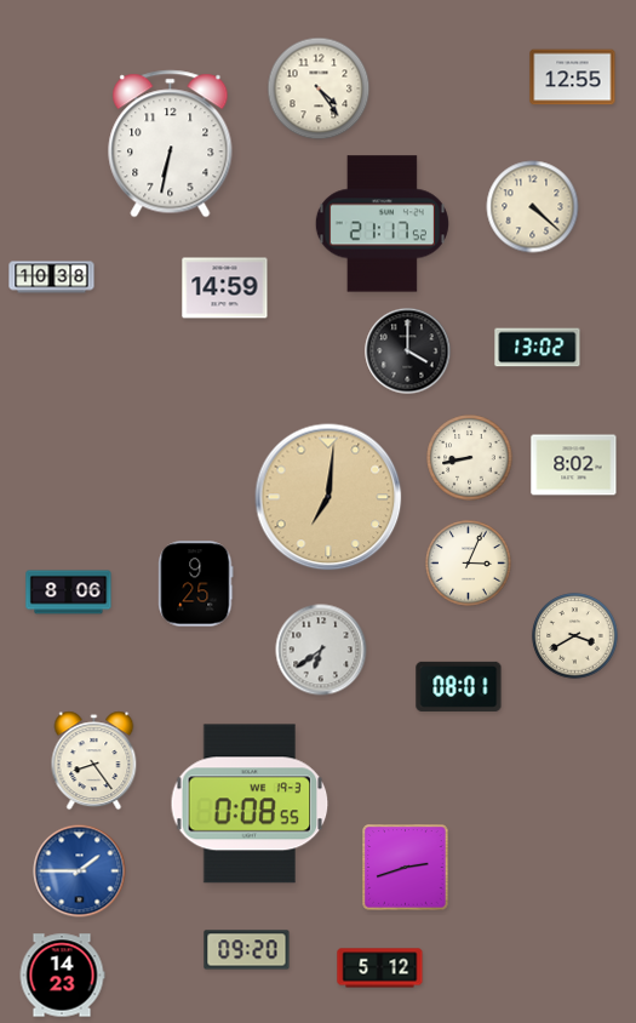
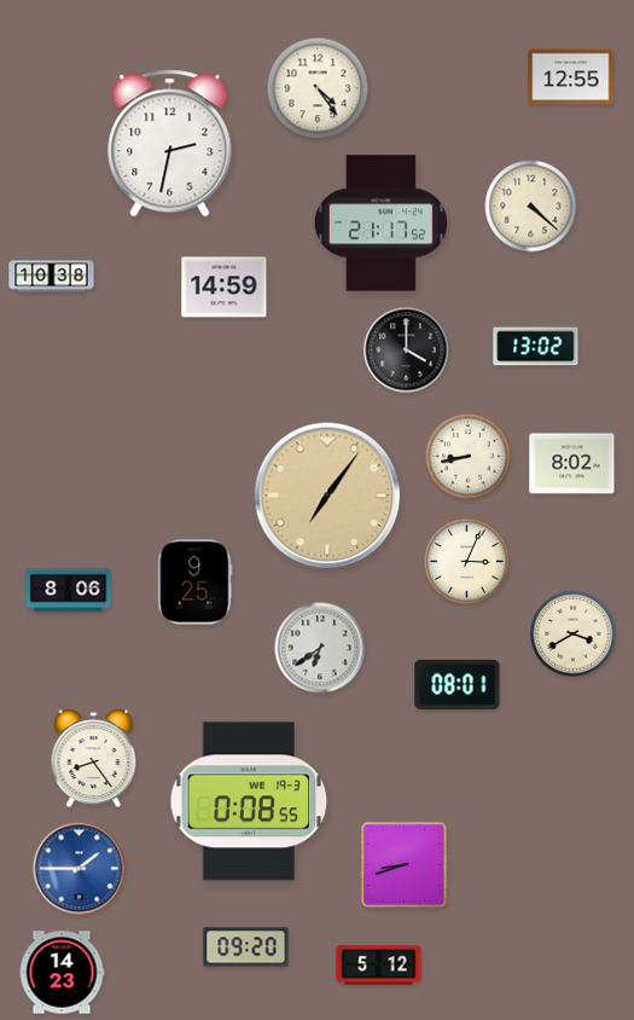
clock at (171, 144): 6:32 -> 2:32
clock at (328, 497): 7:01 -> 7:06
clock at (406, 868): 2:42 -> 8:42
